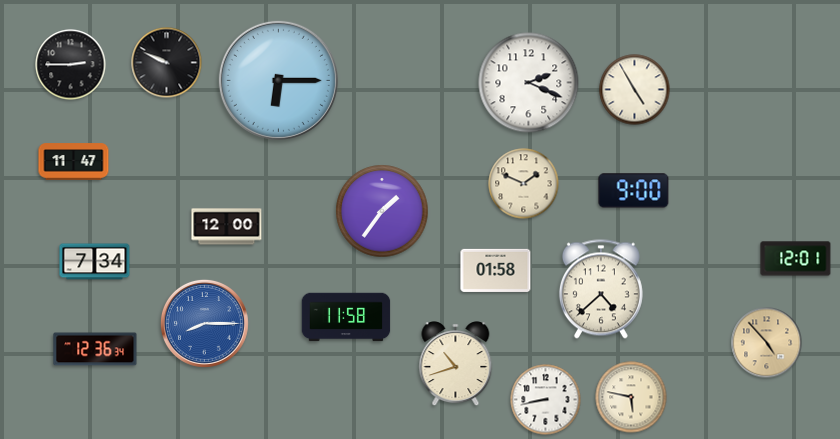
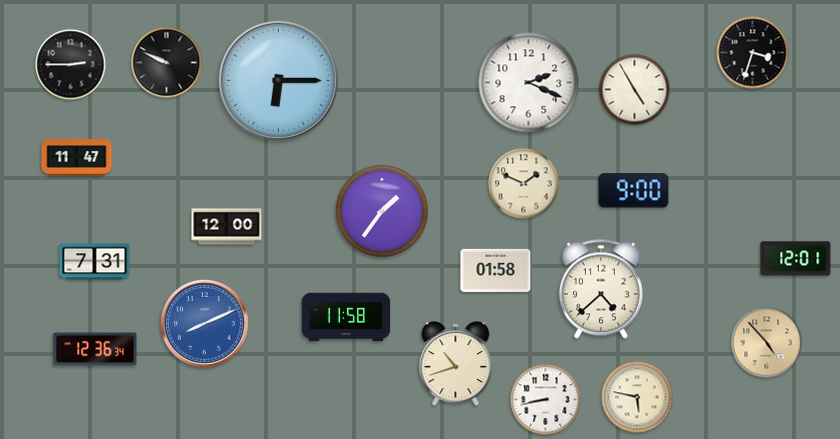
clock at (753, 53): none -> 3:33
clock at (74, 162) position: (74, 162) -> (77, 158)
clock at (95, 262): 7:34 -> 7:31
clock at (204, 323): 8:15 -> 8:11
clock at (631, 397) position: (631, 397) -> (637, 397)
